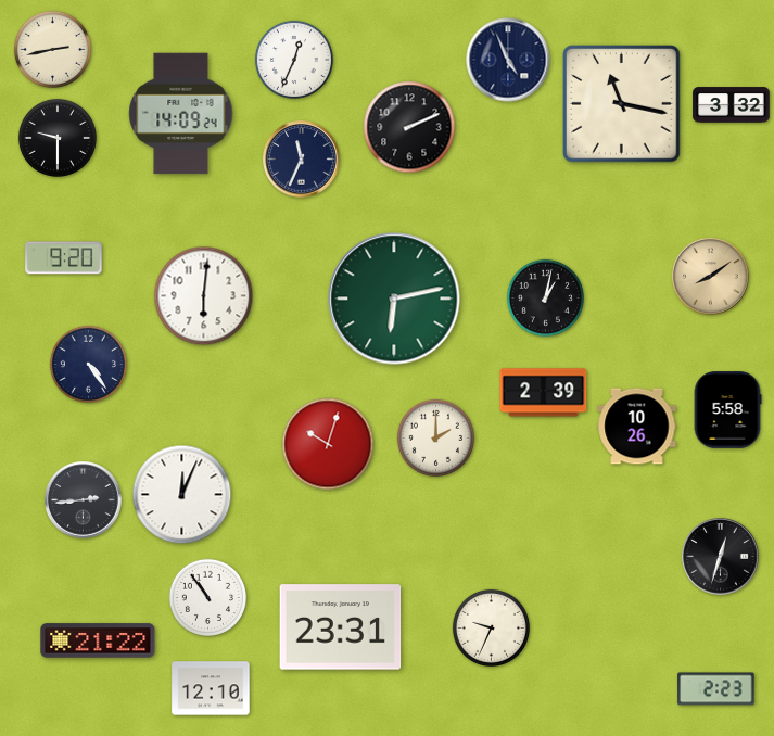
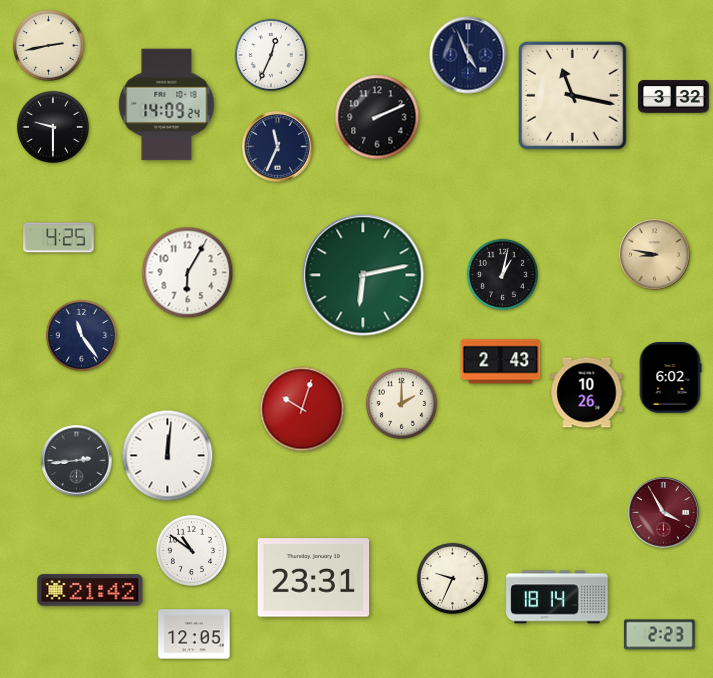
clock at (64, 258): 9:20 -> 4:25
clock at (711, 277): 8:09 -> 8:47
clock at (204, 296): 6:01 -> 6:05
clock at (88, 364): 4:24 -> 11:24
clock at (544, 393): 2:39 -> 2:43
clock at (727, 410): 5:58 -> 6:02
clock at (182, 495): 12:04 -> 12:01
clock at (721, 557): 12:33 -> 3:55
clock at (721, 557) dial: black -> burgundy
clock at (207, 597): 10:54 -> 10:51
clock at (98, 640): 21:22 -> 21:42
clock at (557, 597): none -> 18:14
clock at (211, 688): 12:10 -> 12:05
